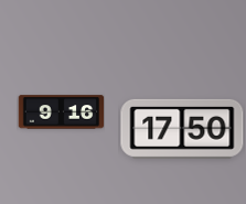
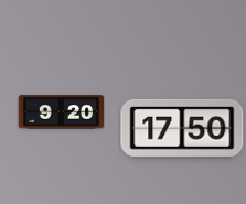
clock at (61, 112): 9:16 -> 9:20
